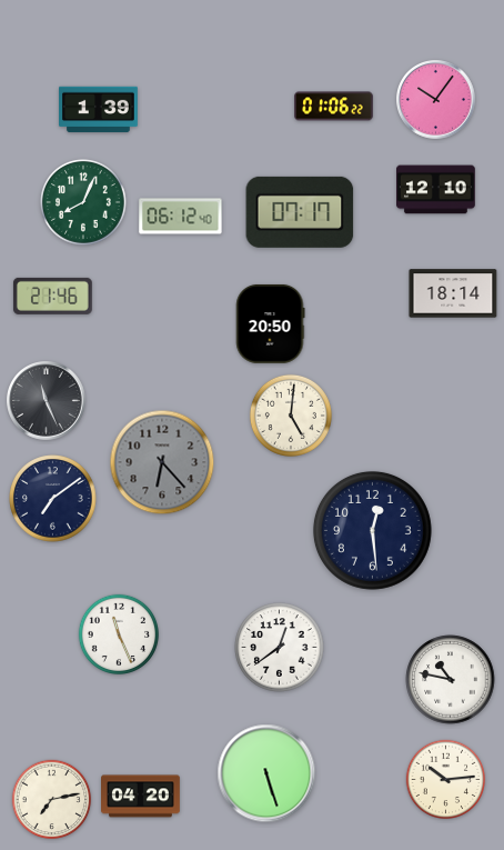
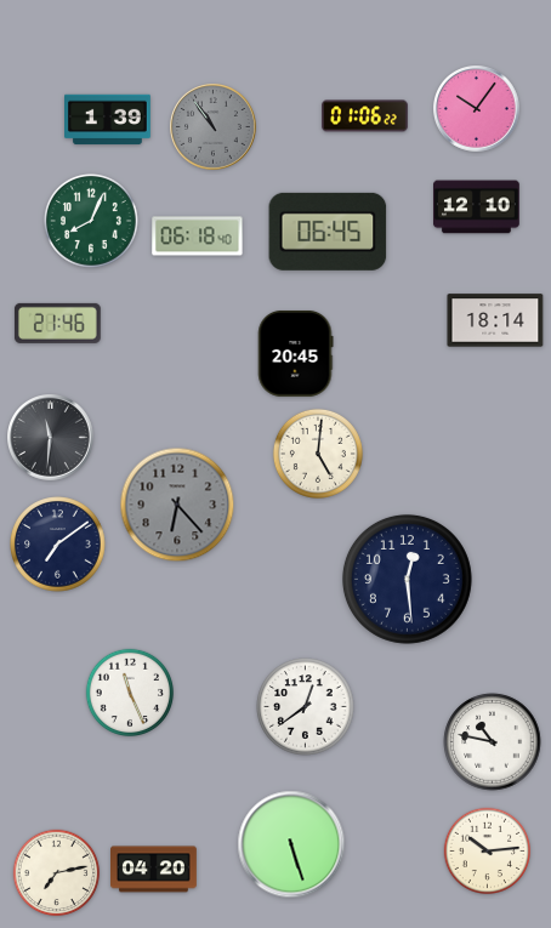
clock at (214, 127): none -> 10:54
clock at (300, 212): 07:17 -> 06:45
clock at (181, 217): 06:12 -> 06:18
clock at (270, 324): 20:50 -> 20:45
clock at (47, 401): 11:26 -> 11:31
